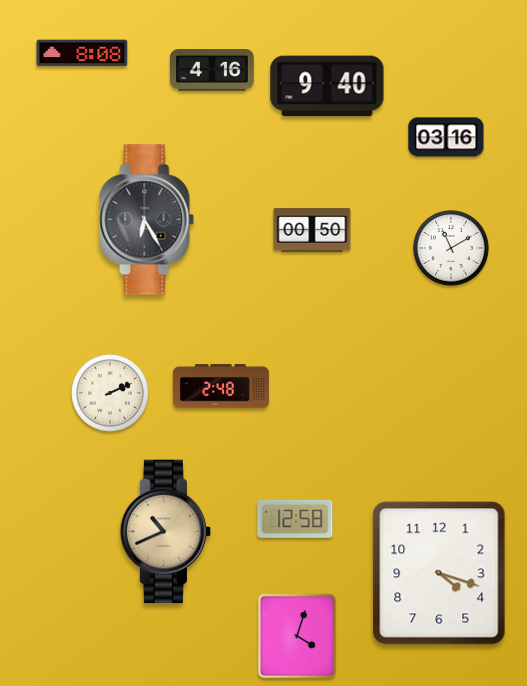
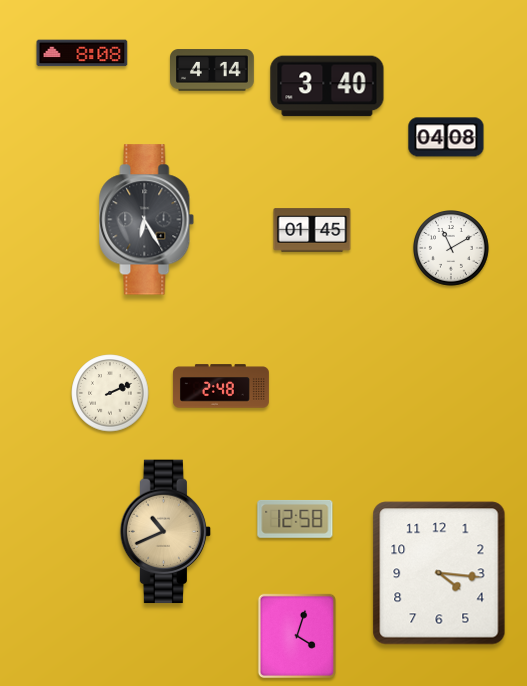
clock at (213, 70): 4:16 -> 4:14
clock at (327, 86): 9:40 -> 3:40
clock at (446, 137): 03:16 -> 04:08
clock at (312, 230): 00:50 -> 01:45
clock at (439, 573): 4:18 -> 4:16
